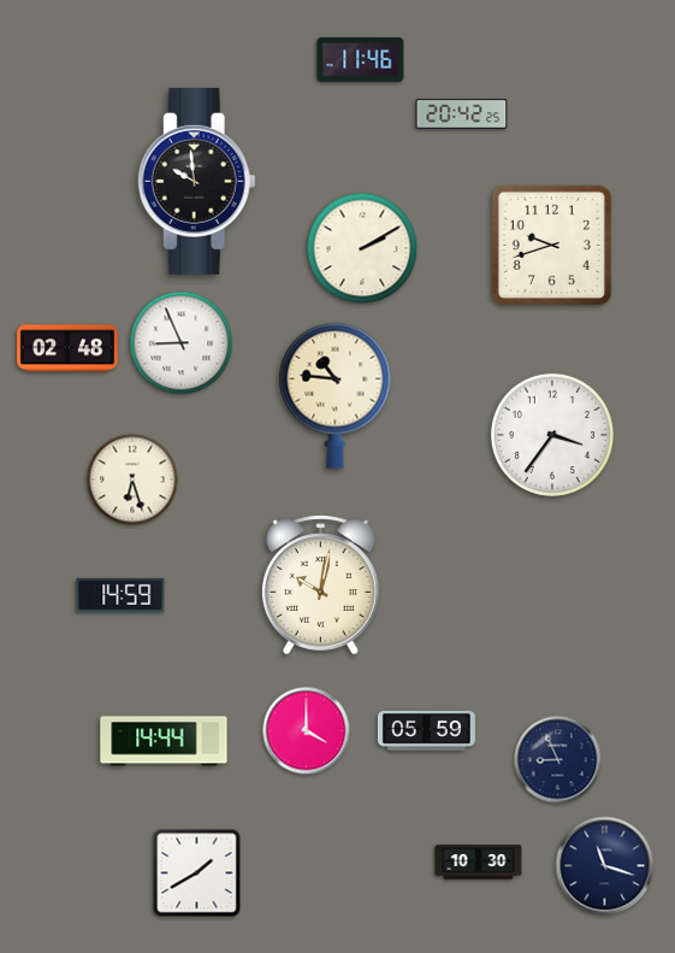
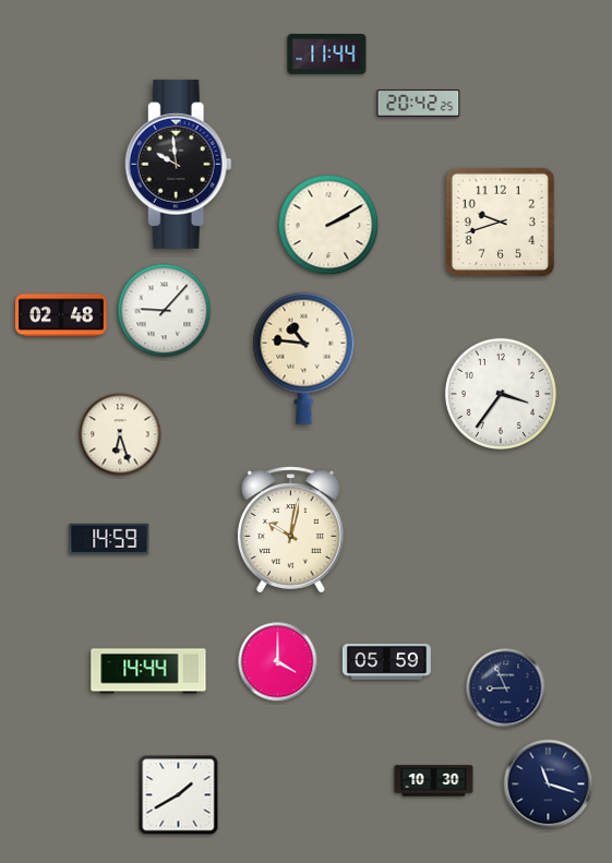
clock at (361, 60): 11:46 -> 11:44
clock at (182, 343): 8:56 -> 9:07
clock at (197, 873) position: (197, 873) -> (179, 795)
